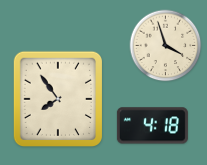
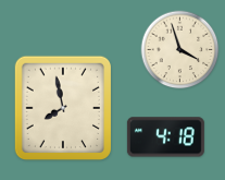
clock at (57, 98): 7:54 -> 7:58
